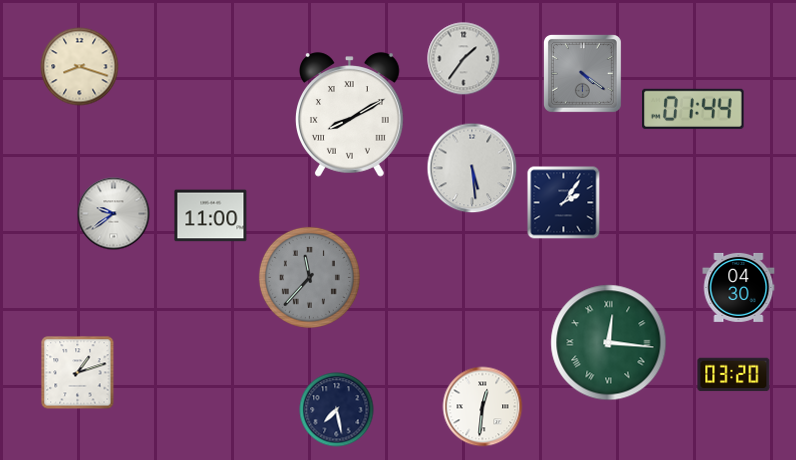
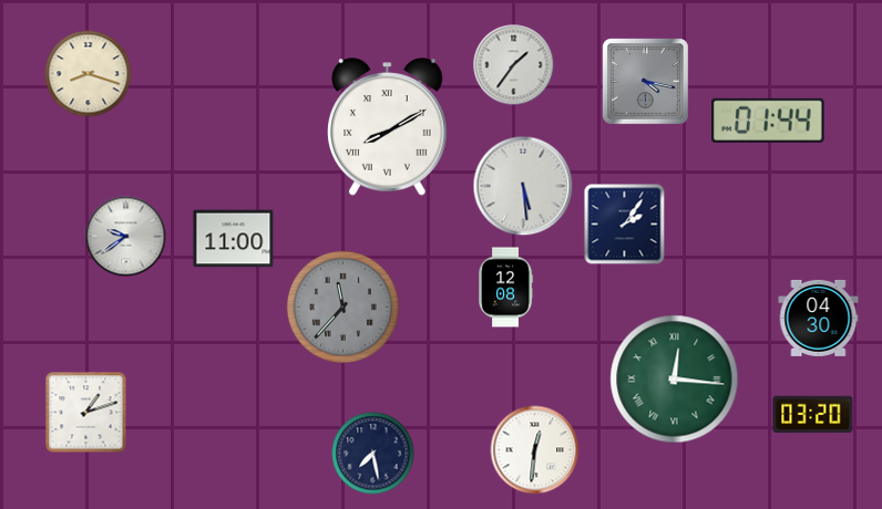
clock at (583, 74): 4:21 -> 4:17
clock at (506, 288): none -> 12:08
